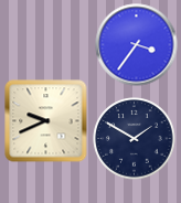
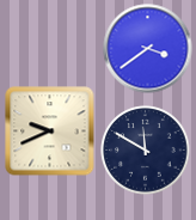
clock at (137, 45): 3:36 -> 3:39
clock at (135, 139): 1:50 -> 11:50
